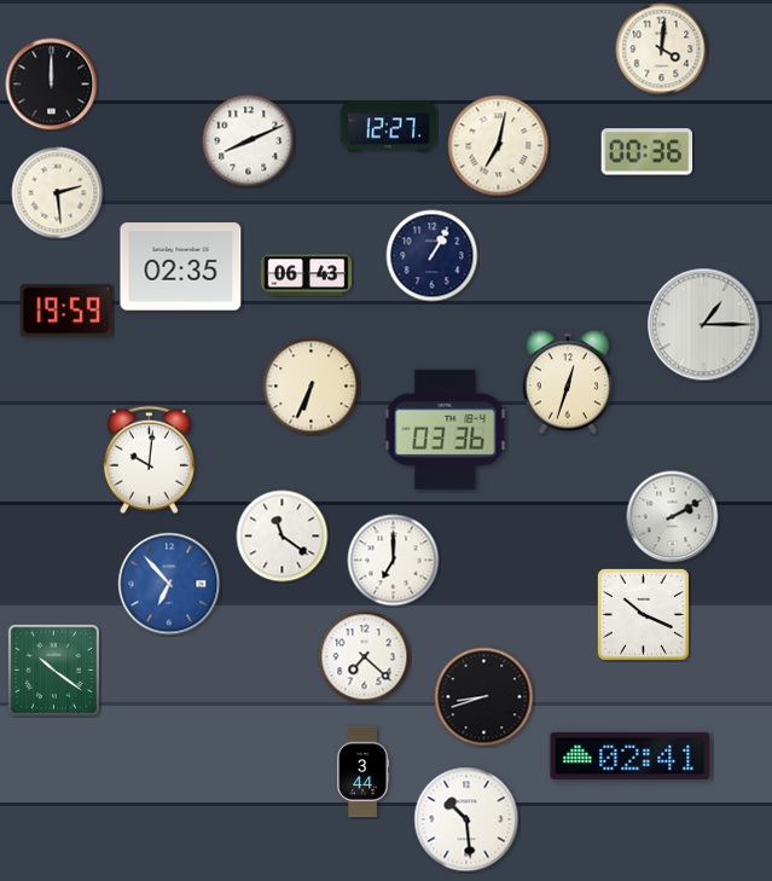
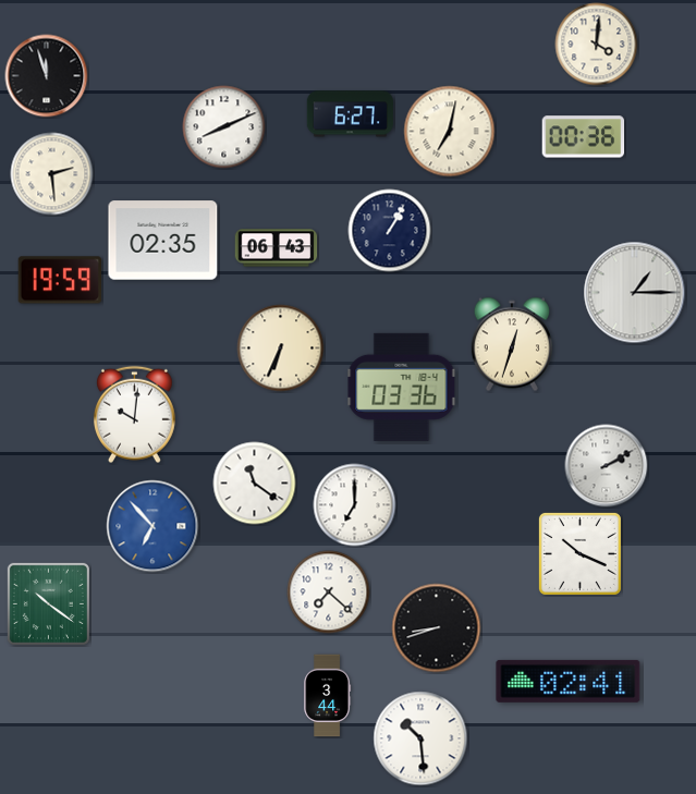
clock at (52, 85): 12:00 -> 11:57
clock at (388, 127): 12:27 -> 6:27
